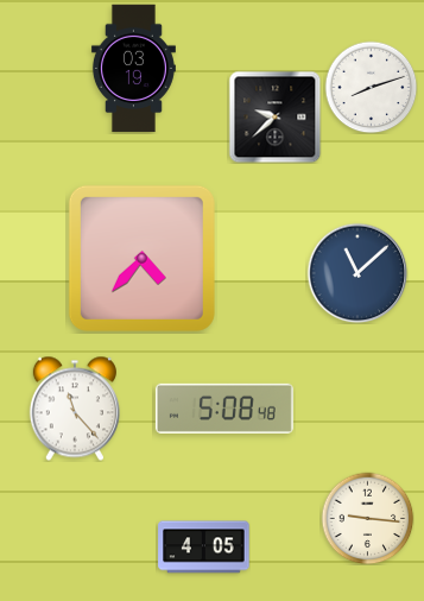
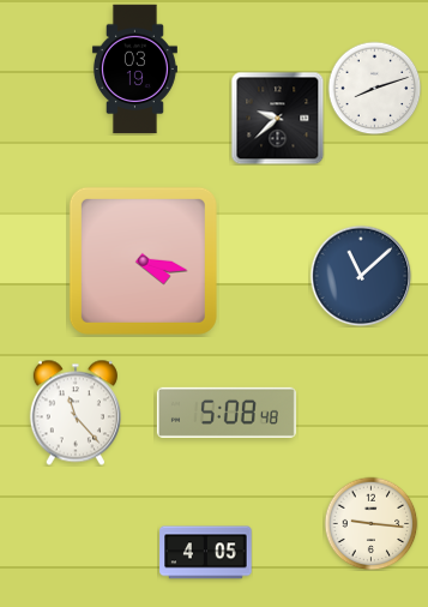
clock at (141, 258): 4:37 -> 4:17
